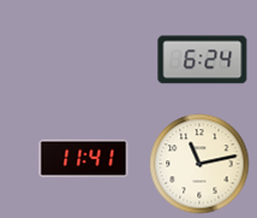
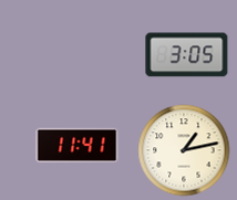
clock at (203, 60): 6:24 -> 3:05
clock at (199, 164): 11:13 -> 1:13
